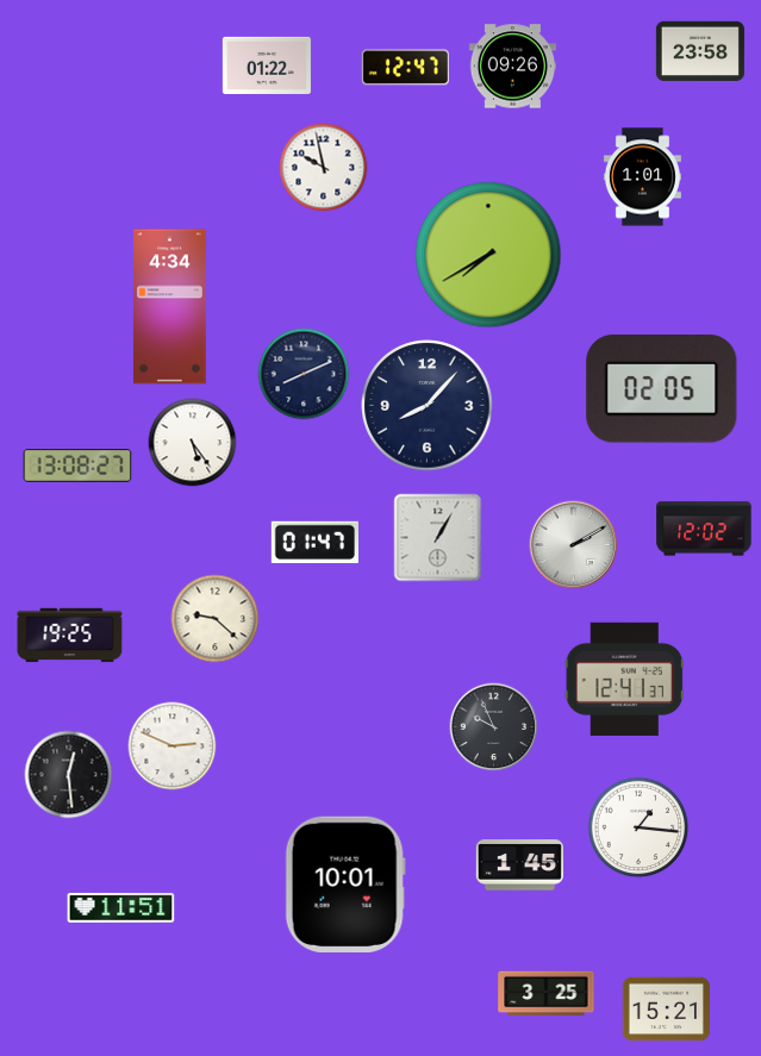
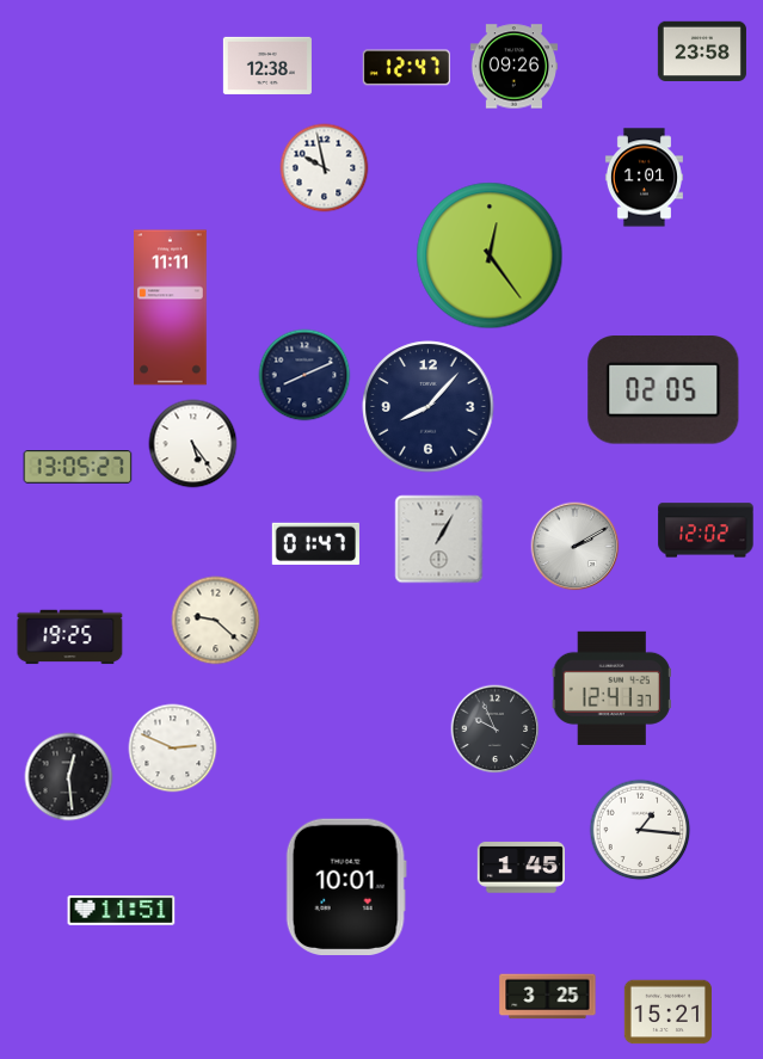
clock at (267, 65): 01:22 -> 12:38
clock at (488, 255): 7:40 -> 12:24
clock at (170, 307): 4:34 -> 11:11
clock at (77, 467): 13:08 -> 13:05
clock at (624, 679) position: (624, 679) -> (611, 688)
